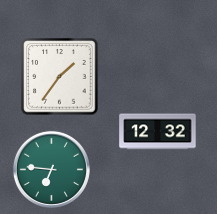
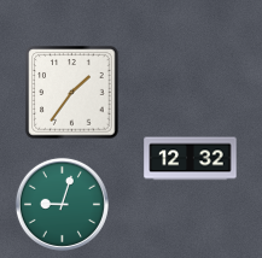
clock at (51, 169): 6:46 -> 9:03
